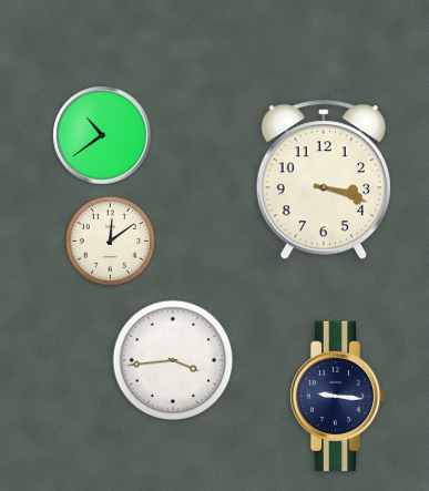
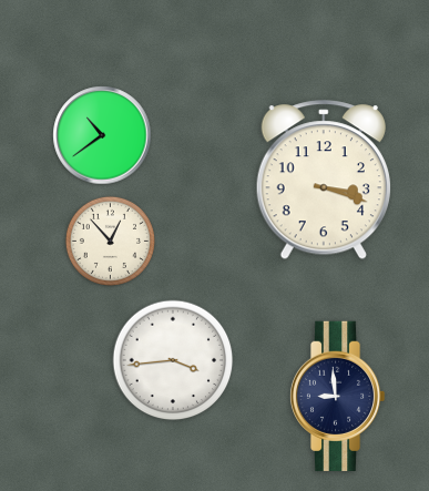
clock at (110, 241): 12:09 -> 12:53
clock at (337, 396): 9:16 -> 8:59
